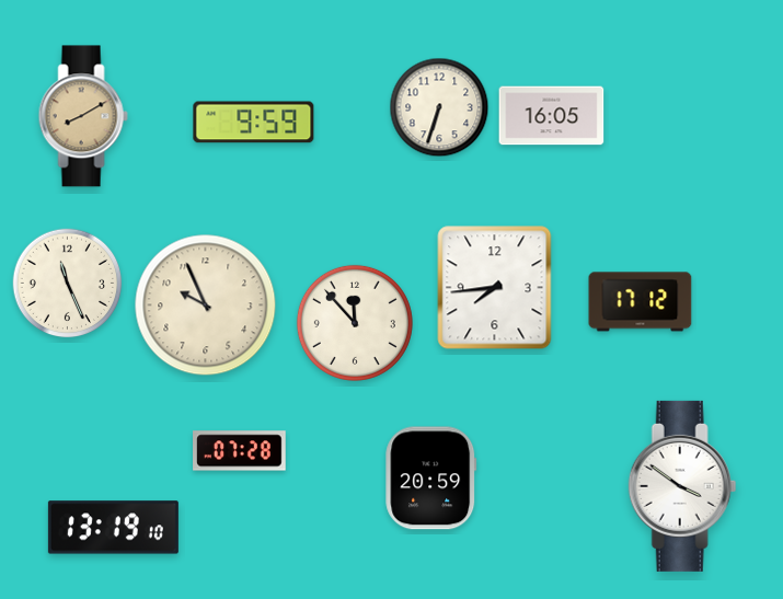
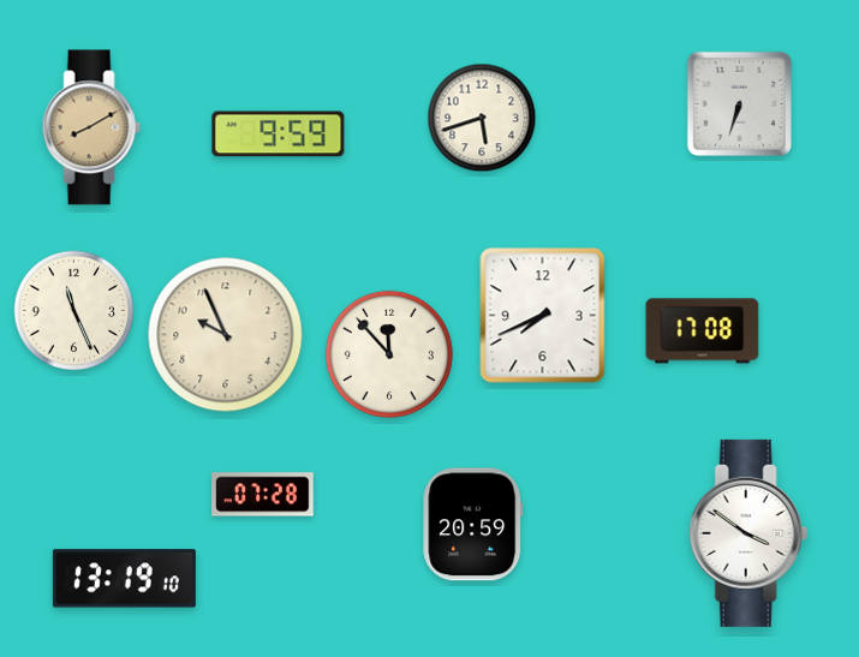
clock at (739, 103): none -> 6:33
clock at (439, 107): 6:33 -> 5:42
clock at (552, 116): 16:05 -> none
clock at (495, 288): 7:44 -> 7:41
clock at (641, 302): 17:12 -> 17:08
